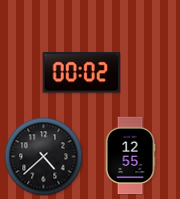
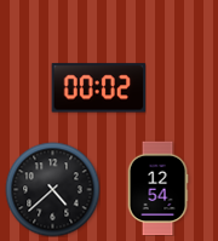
clock at (130, 155): 12:55 -> 12:54
